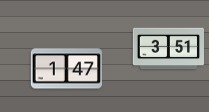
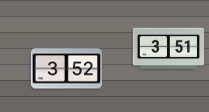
clock at (66, 69): 1:47 -> 3:52
